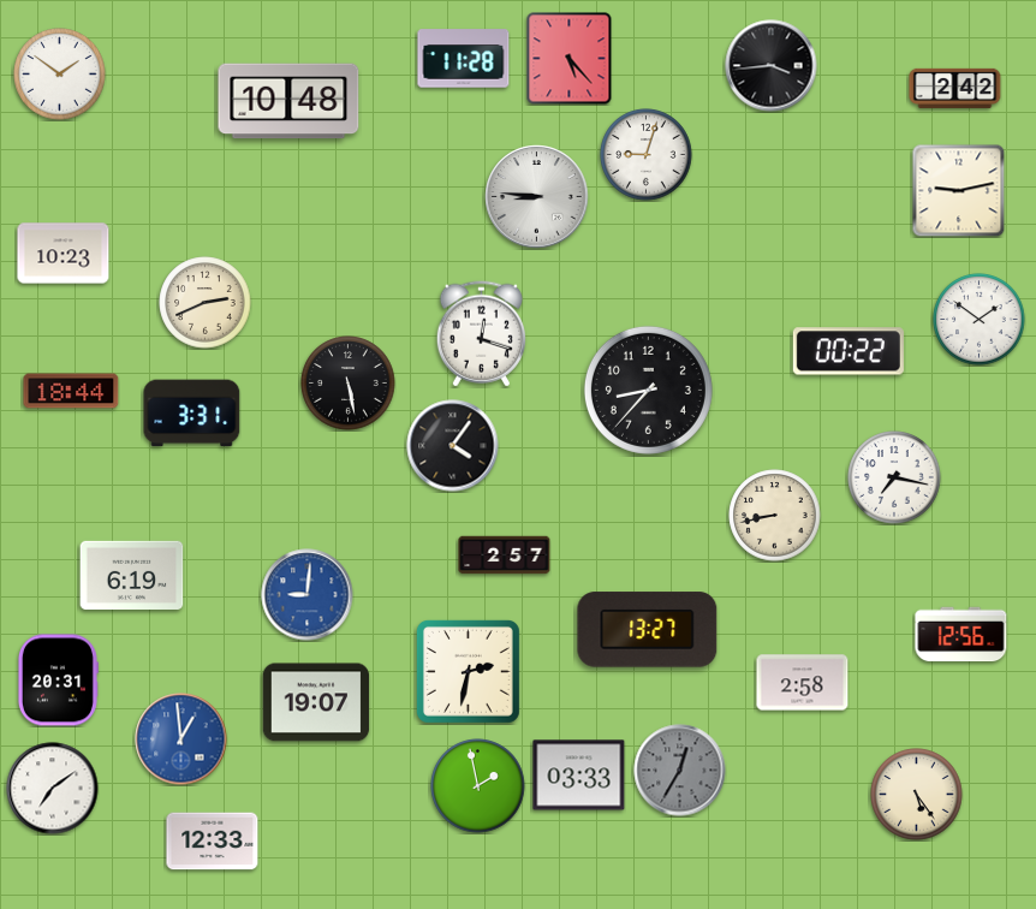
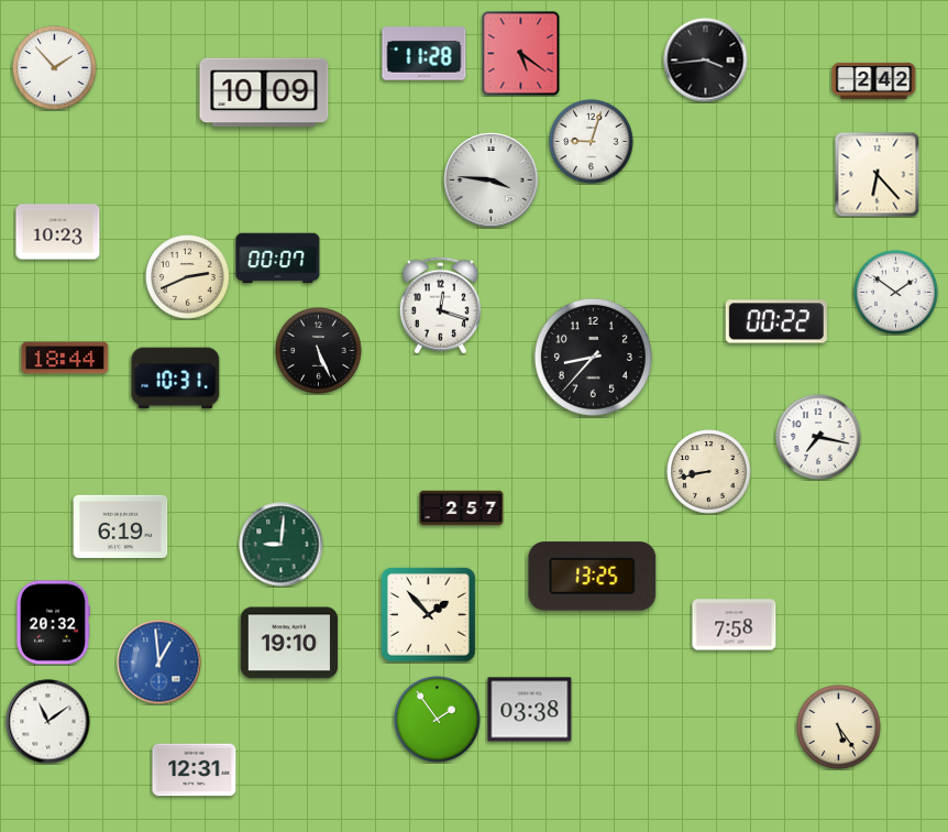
clock at (570, 59): 5:23 -> 5:21
clock at (60, 75): 1:51 -> 1:53
clock at (288, 101): 10:48 -> 10:09
clock at (958, 190): 9:13 -> 6:23
clock at (537, 197): 8:46 -> 3:46
clock at (278, 259): none -> 00:07
clock at (349, 384): 5:28 -> 5:26
clock at (192, 414): 3:31 -> 10:31
clock at (453, 446): 4:06 -> none
clock at (308, 595) dial: blue -> green
clock at (648, 630): 13:27 -> 13:25
clock at (961, 635): 12:56 -> none
clock at (469, 672): 2:32 -> 1:53
clock at (58, 681): 20:31 -> 20:32
clock at (803, 683): 2:58 -> 7:58
clock at (316, 702): 19:07 -> 19:10
clock at (181, 739) position: (181, 739) -> (159, 663)
clock at (680, 771): 12:35 -> none
clock at (579, 776): 03:33 -> 03:38
clock at (478, 786): 1:58 -> 1:54
clock at (53, 789): 7:09 -> 11:09
clock at (213, 842): 12:33 -> 12:31
